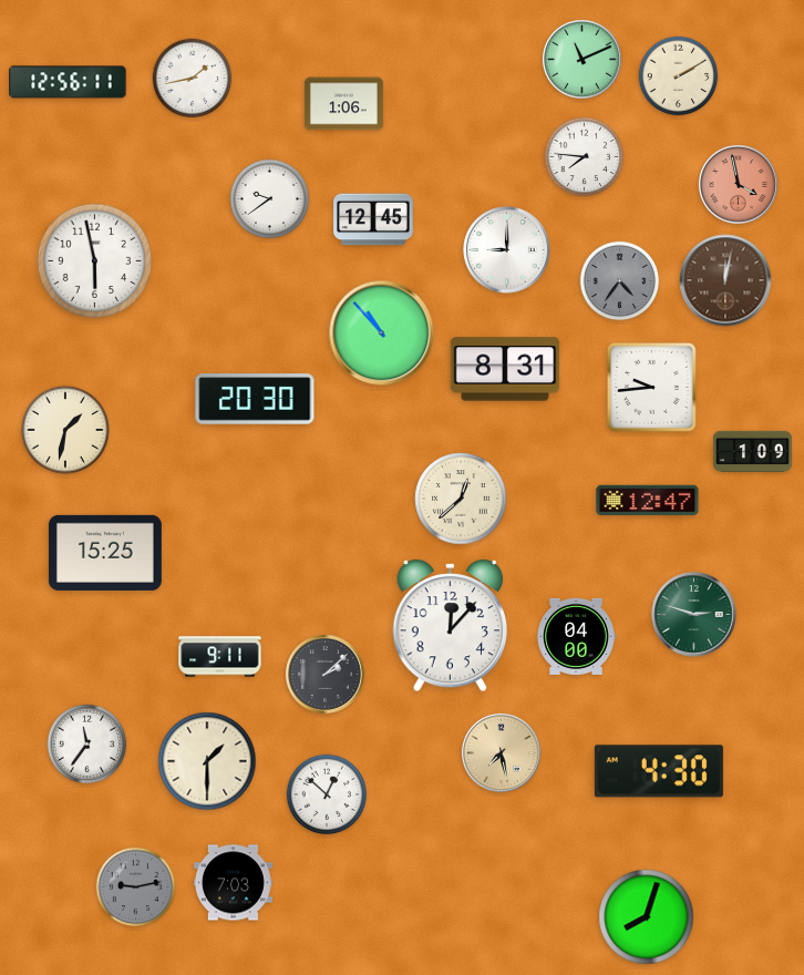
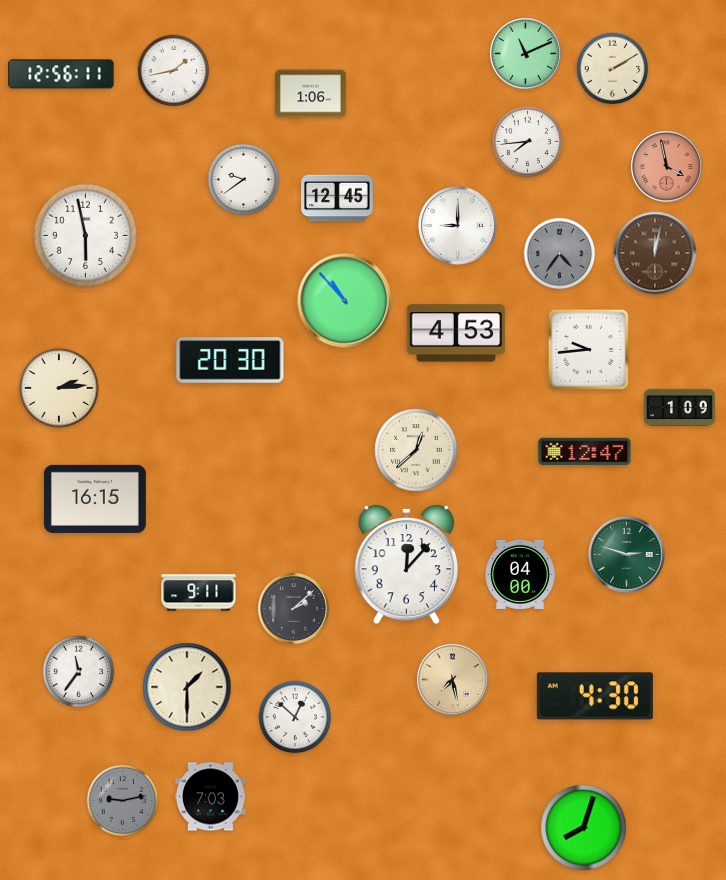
clock at (585, 157): 7:46 -> 7:44
clock at (505, 369): 8:31 -> 4:53
clock at (65, 430): 1:32 -> 2:14
clock at (105, 553): 15:25 -> 16:15
